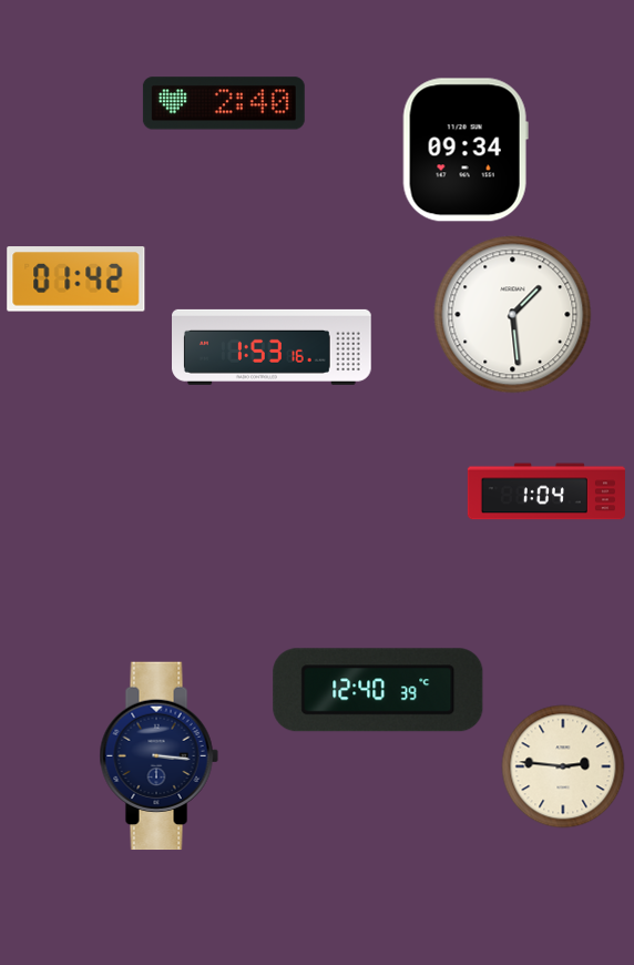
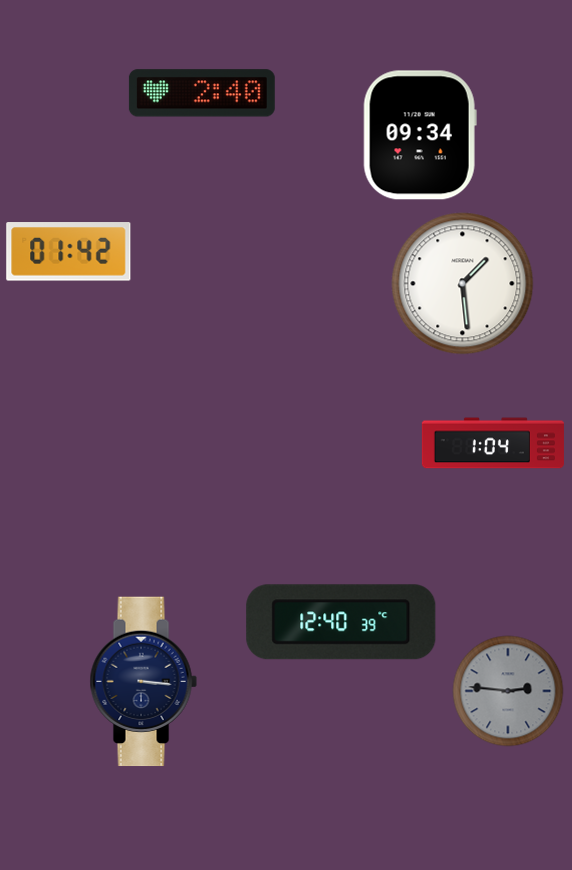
clock at (273, 347): 1:53 -> none
clock at (563, 766) dial: cream -> grey
